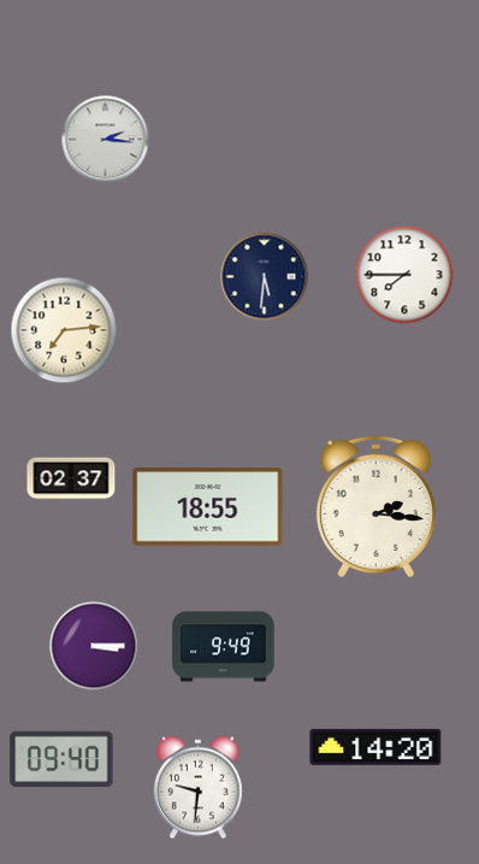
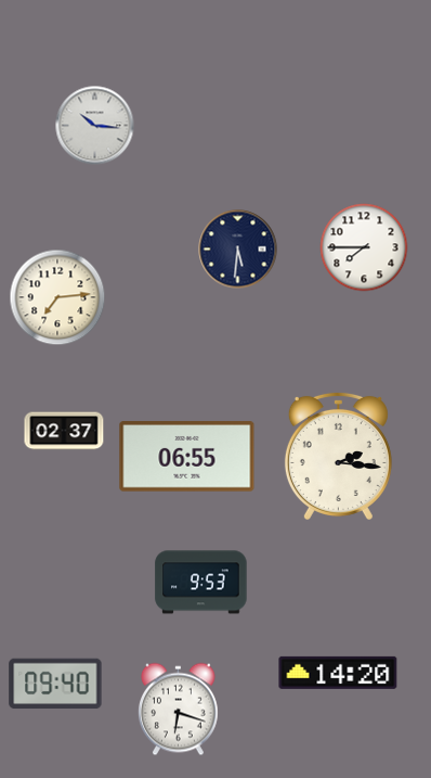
clock at (106, 140): 2:16 -> 10:16
clock at (208, 507): 18:55 -> 06:55
clock at (94, 646): 3:15 -> none
clock at (224, 647): 9:49 -> 9:53
clock at (197, 788): 9:31 -> 6:18
